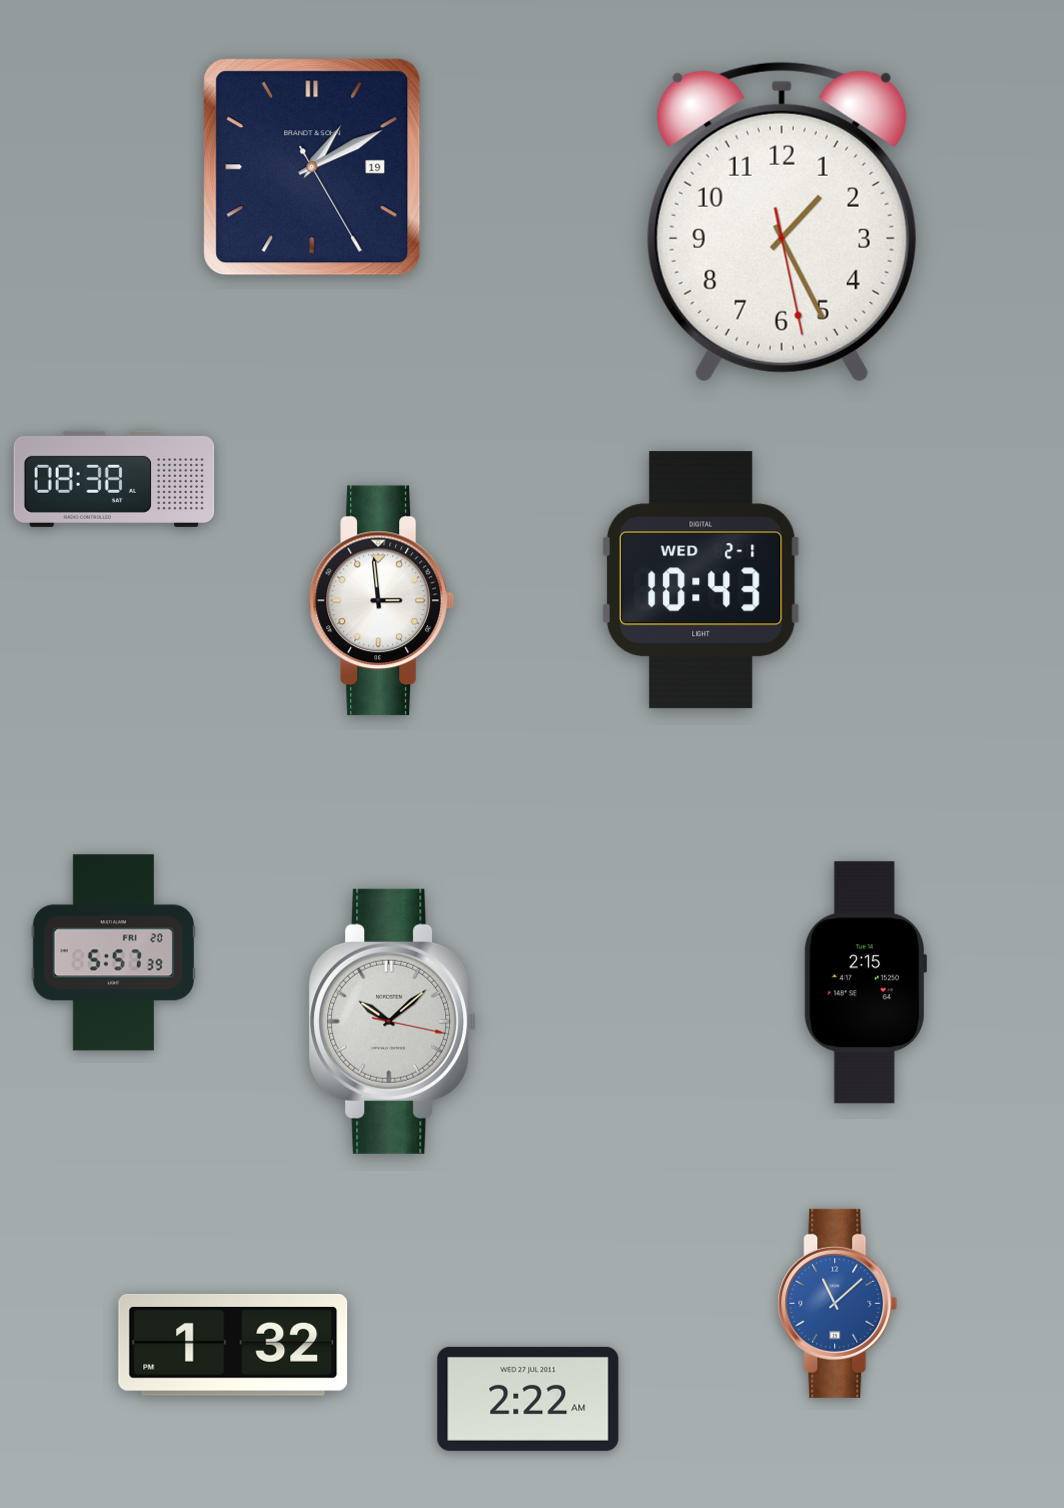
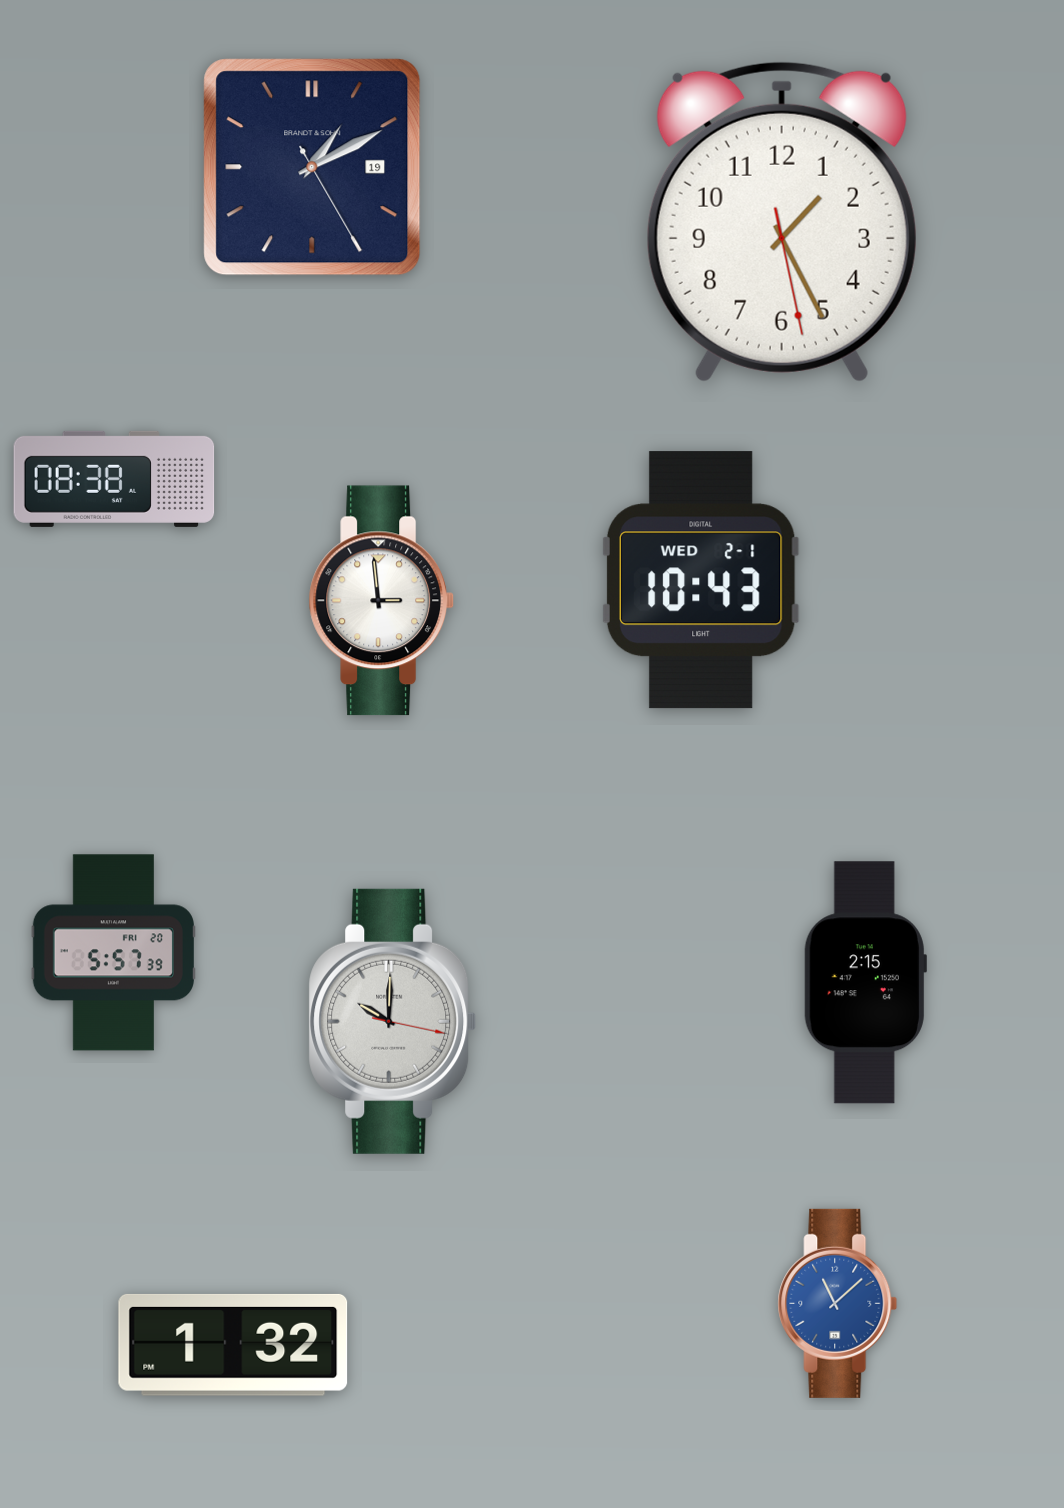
clock at (393, 1021): 10:08 -> 10:00
clock at (528, 1399): 2:22 -> none
